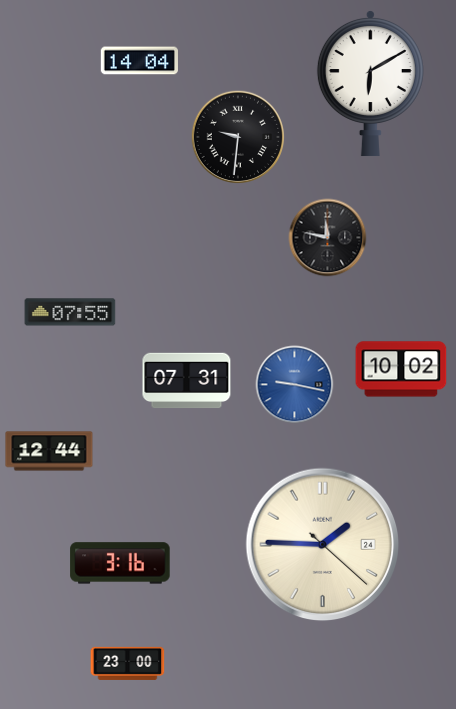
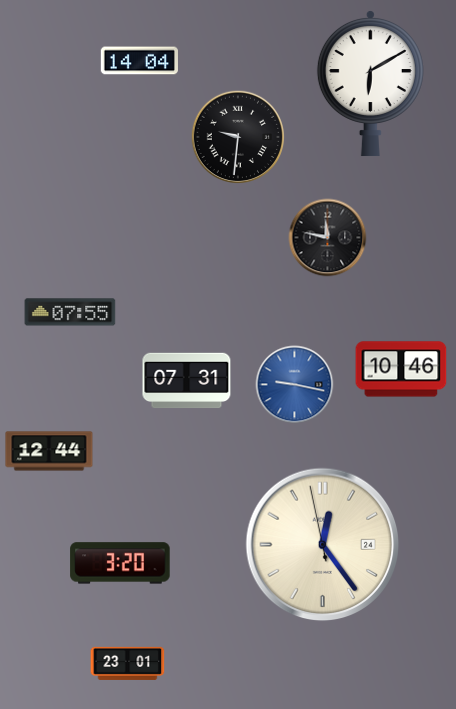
clock at (401, 369): 10:02 -> 10:46
clock at (323, 545): 1:45 -> 12:23
clock at (120, 563): 3:16 -> 3:20
clock at (128, 663): 23:00 -> 23:01
